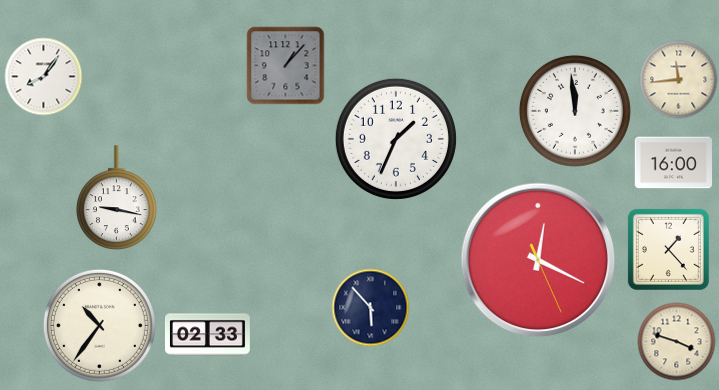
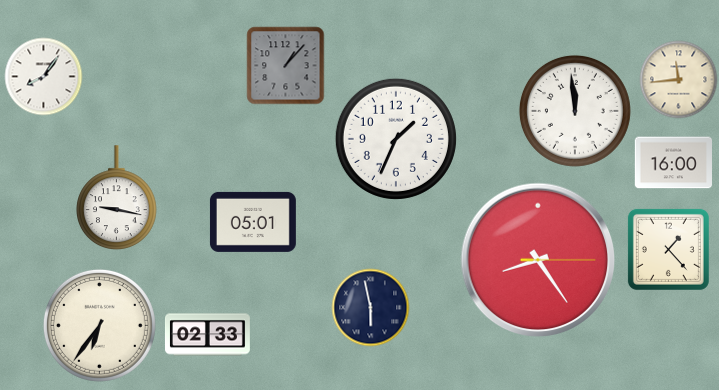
clock at (253, 222): none -> 05:01
clock at (538, 260): 12:19 -> 8:24
clock at (370, 307): 5:53 -> 5:58
clock at (99, 325): 10:36 -> 6:36
clock at (676, 341): 3:48 -> none
